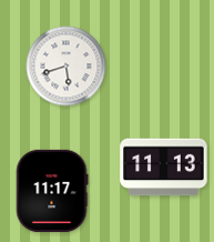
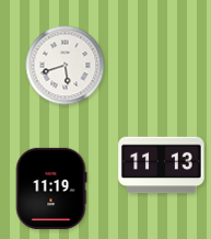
clock at (52, 191): 11:17 -> 11:19
